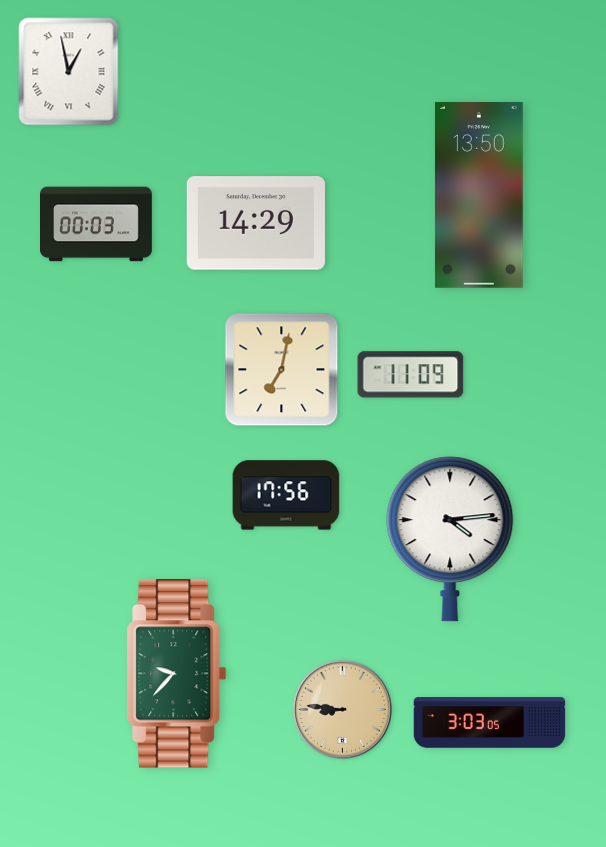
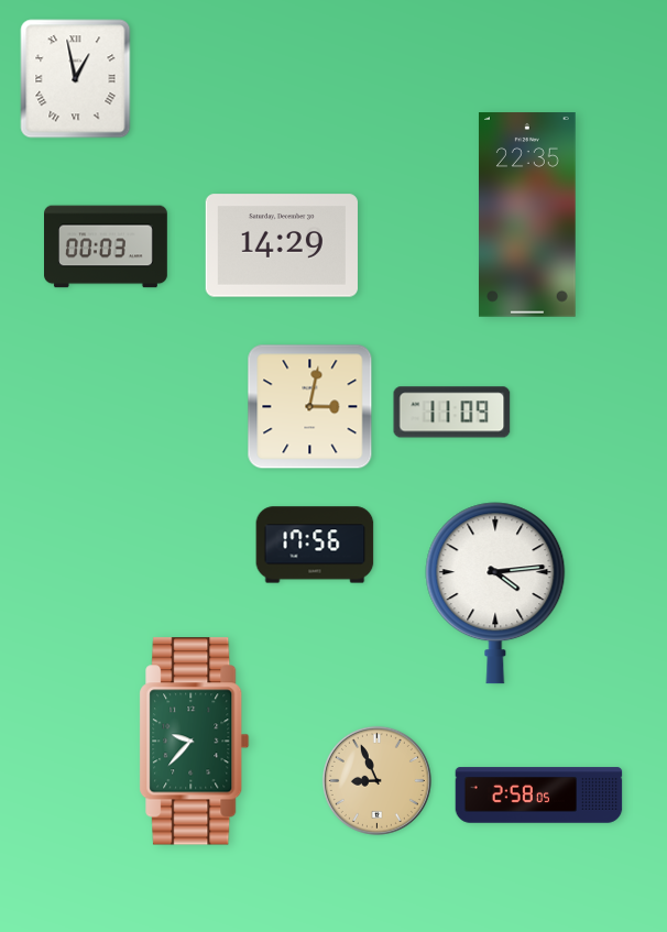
clock at (479, 196): 13:50 -> 22:35
clock at (282, 370): 7:02 -> 3:02
clock at (342, 709): 8:46 -> 8:56
clock at (490, 723): 3:03 -> 2:58
